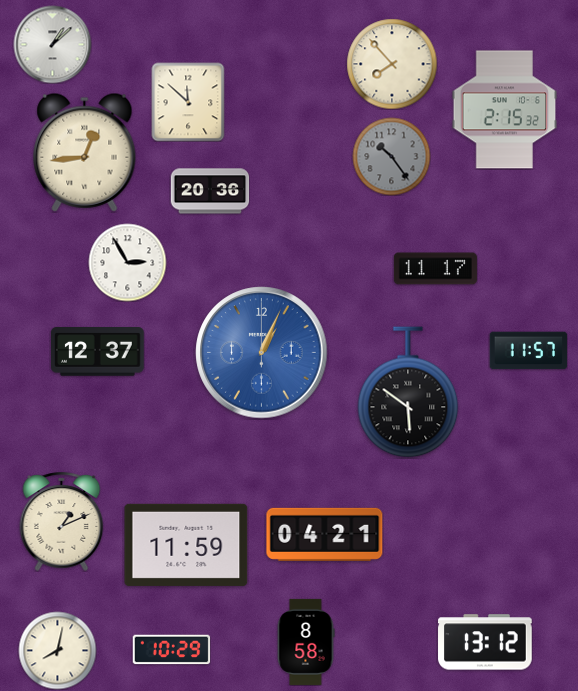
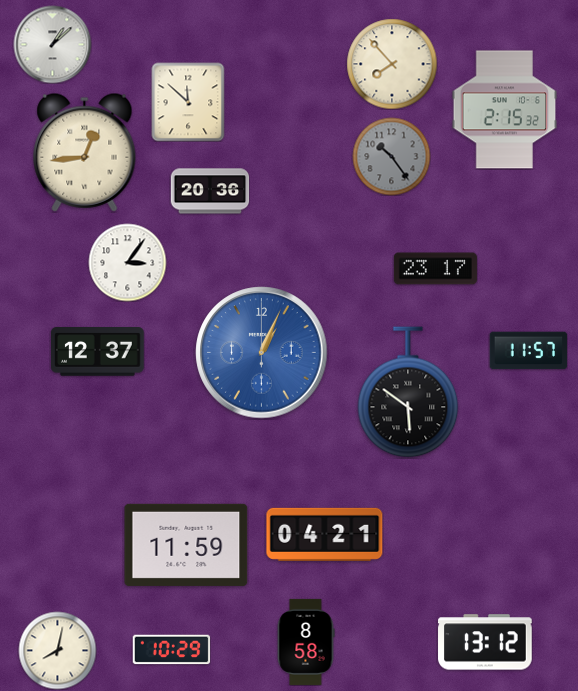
clock at (127, 262): 2:55 -> 3:06
clock at (435, 269): 11:17 -> 23:17
clock at (62, 521): 1:11 -> none
